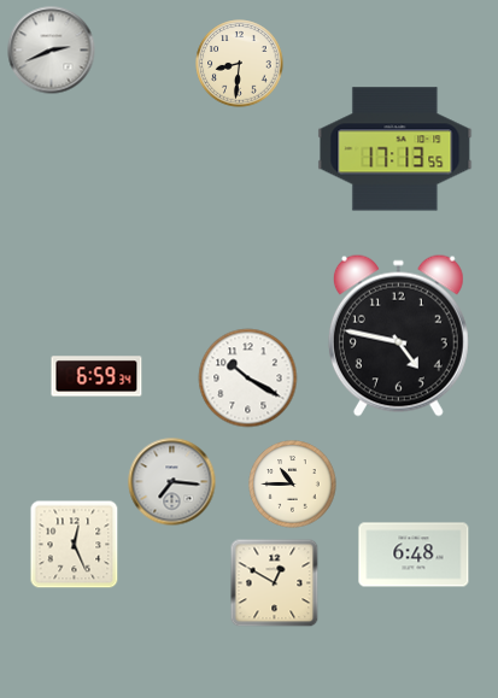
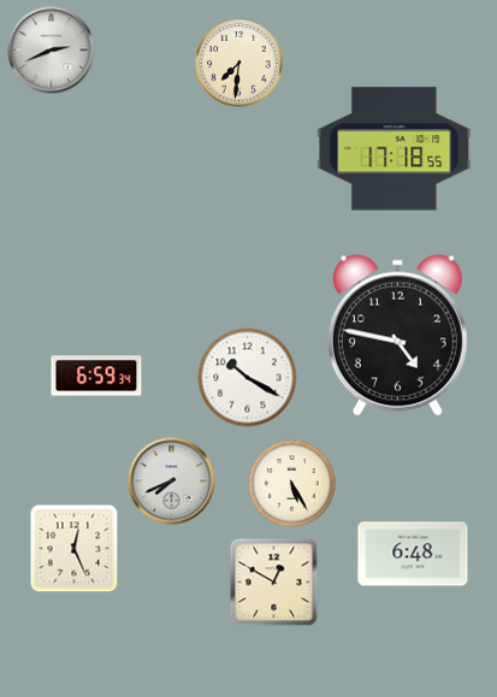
clock at (240, 64): 8:31 -> 7:31
clock at (396, 149): 17:13 -> 17:18
clock at (172, 482): 7:16 -> 7:41
clock at (293, 485): 10:45 -> 5:25
clock at (75, 545) position: (75, 545) -> (75, 549)
